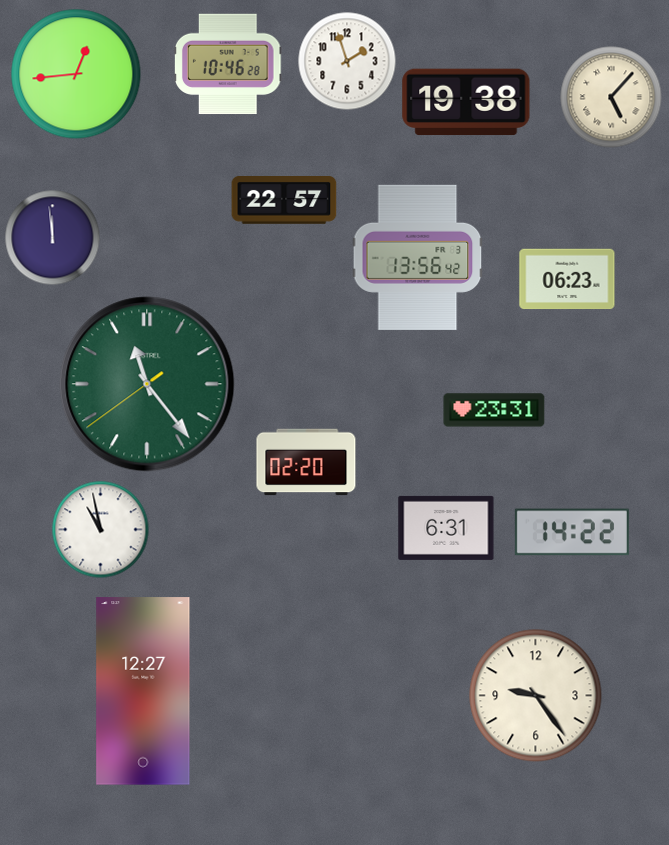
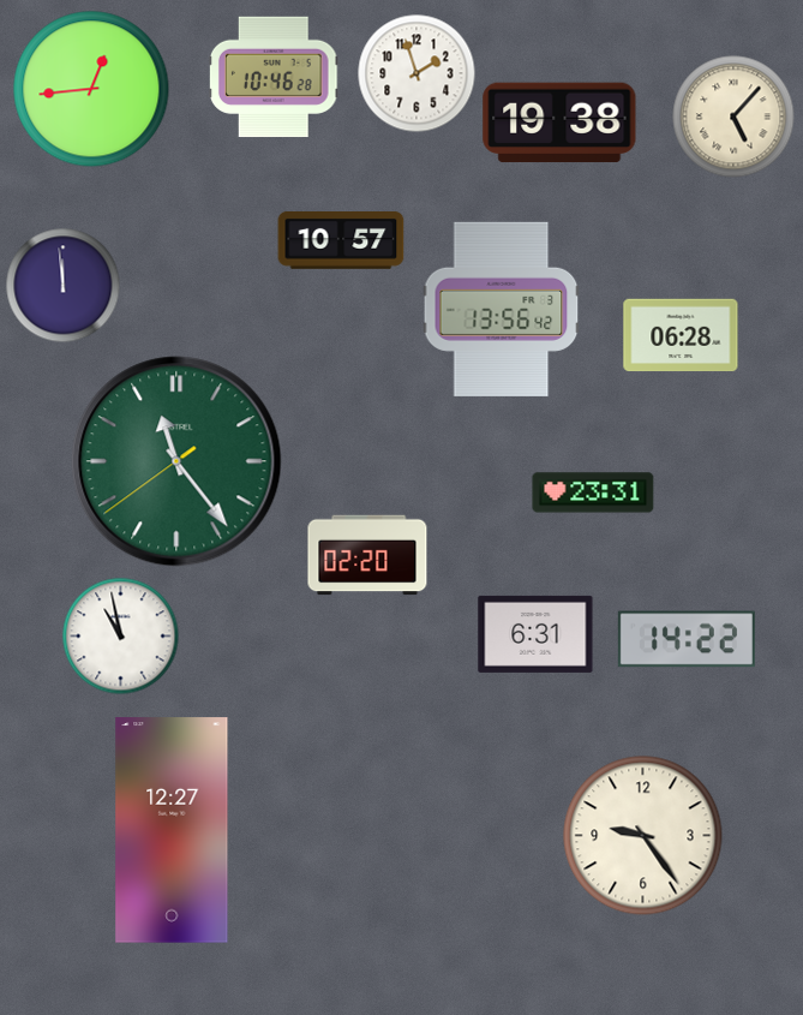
clock at (284, 201): 22:57 -> 10:57
clock at (567, 279): 06:23 -> 06:28
